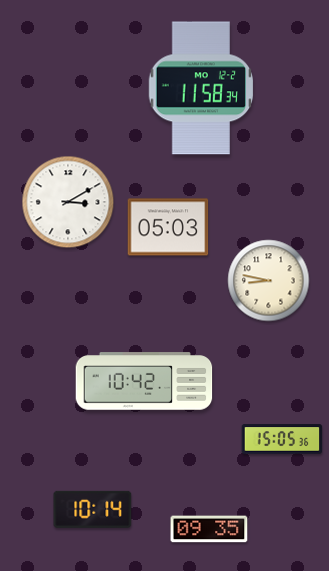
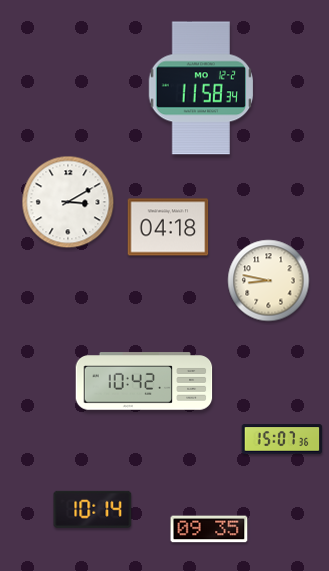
clock at (168, 227): 05:03 -> 04:18
clock at (282, 439): 15:05 -> 15:07
